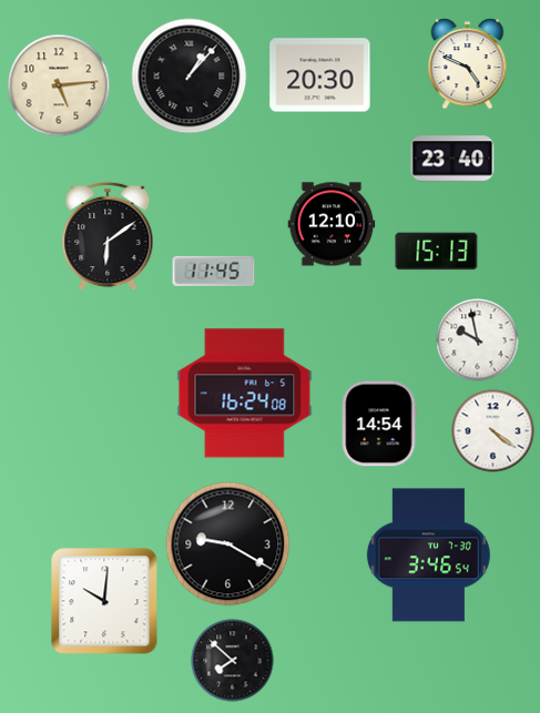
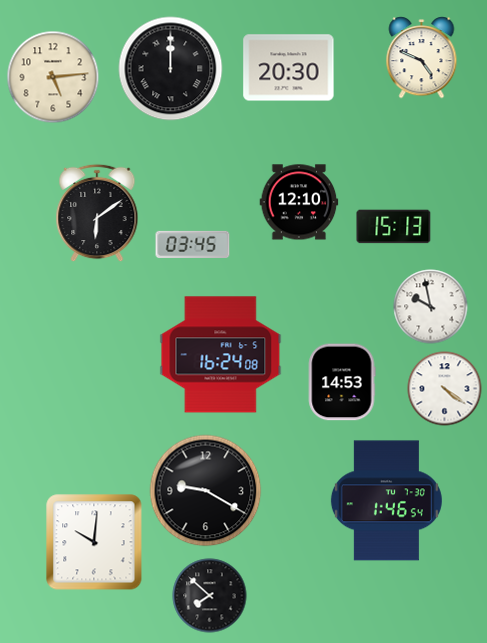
clock at (190, 77): 1:07 -> 12:00
clock at (452, 159): 23:40 -> none
clock at (214, 271): 11:45 -> 03:45
clock at (379, 424): 14:54 -> 14:53
clock at (428, 556): 3:46 -> 1:46
